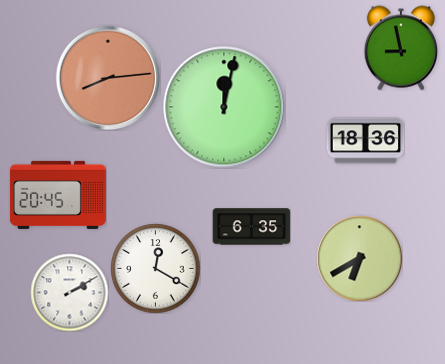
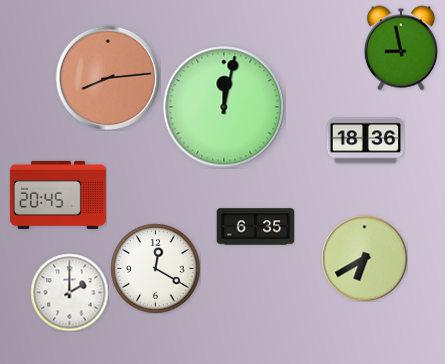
clock at (251, 227) position: (251, 227) -> (255, 227)
clock at (359, 258) position: (359, 258) -> (364, 258)
clock at (69, 292): 2:10 -> 2:00
